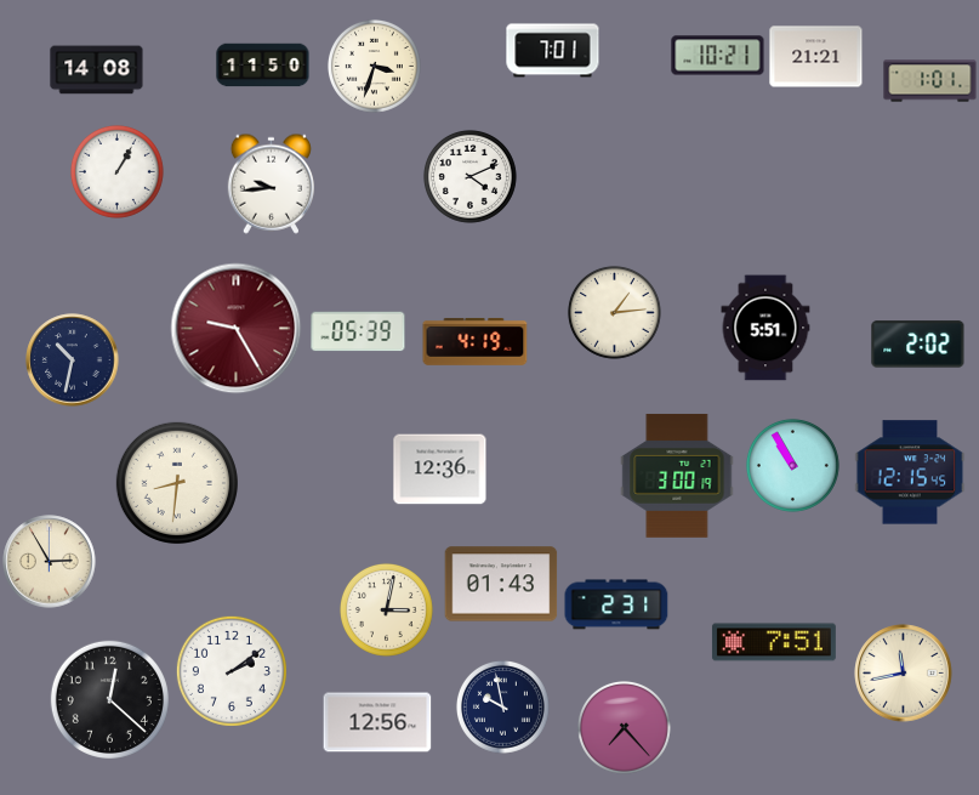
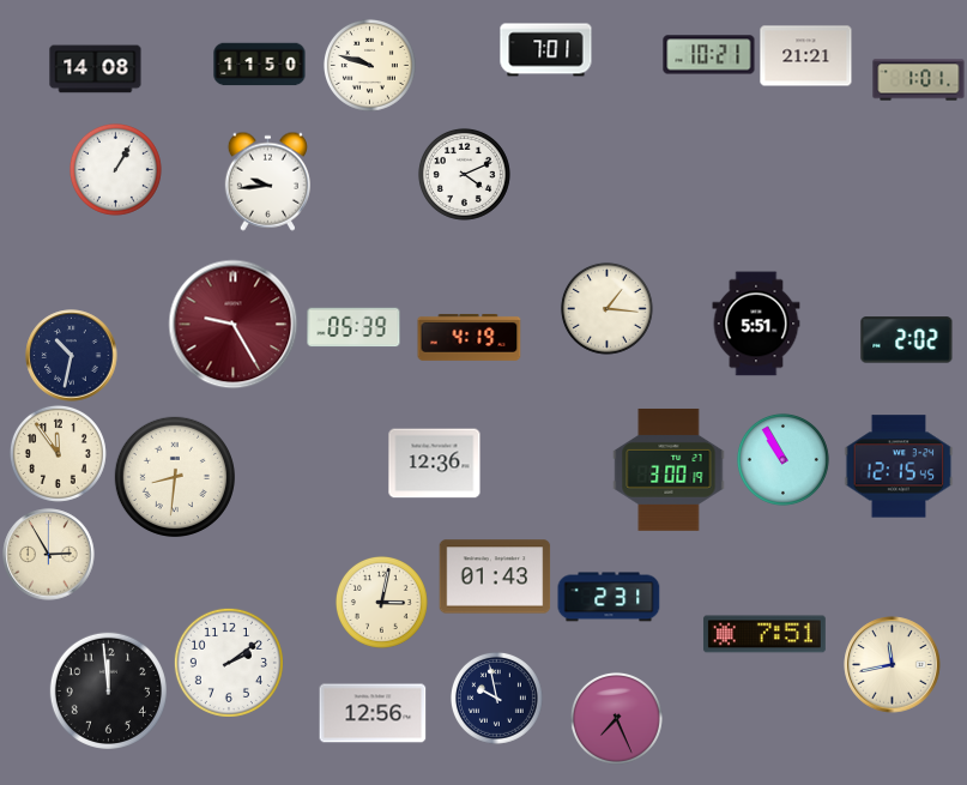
clock at (374, 66): 3:33 -> 9:48
clock at (614, 312): 1:14 -> 1:16
clock at (58, 453): none -> 11:54
clock at (109, 699): 12:22 -> 11:59
clock at (624, 727): 7:23 -> 7:26
